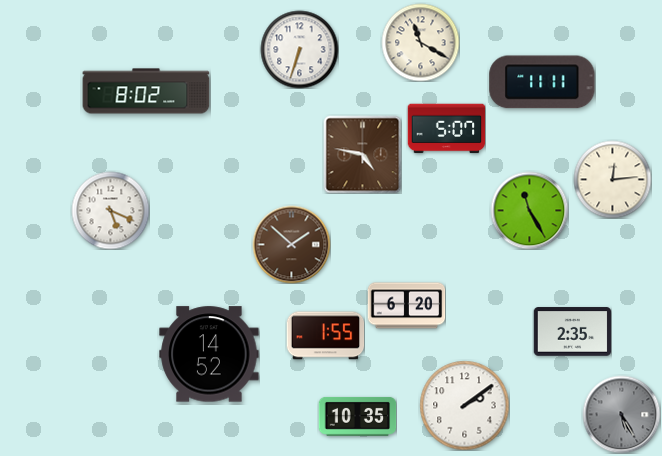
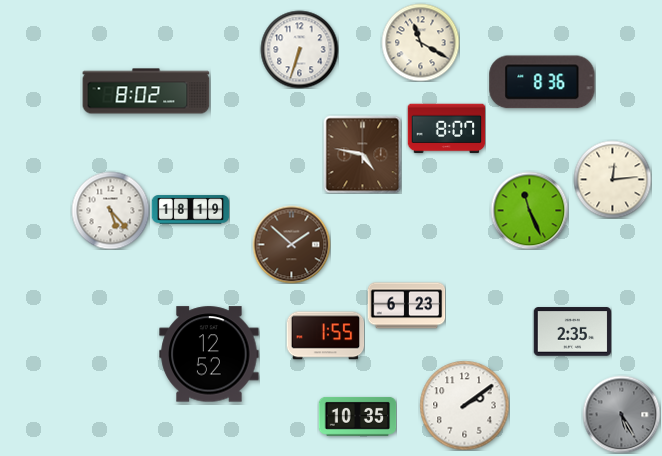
clock at (542, 82): 11:11 -> 8:36
clock at (446, 129): 5:07 -> 8:07
clock at (110, 210): 5:19 -> 5:23
clock at (190, 210): none -> 18:19
clock at (529, 210): 11:25 -> 11:26
clock at (406, 306): 6:20 -> 6:23
clock at (209, 354): 14:52 -> 12:52
